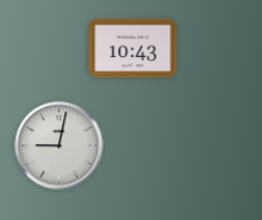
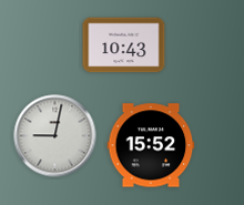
clock at (151, 145): none -> 15:52
